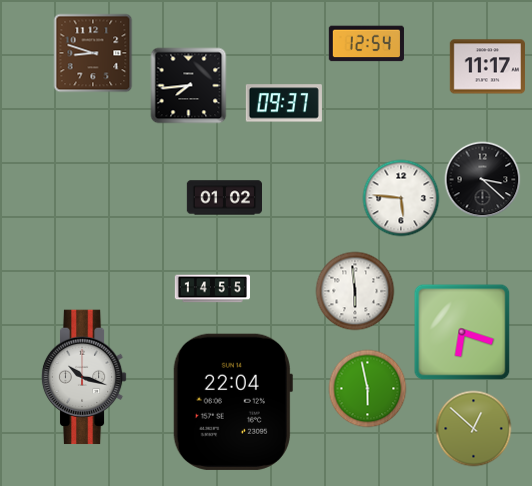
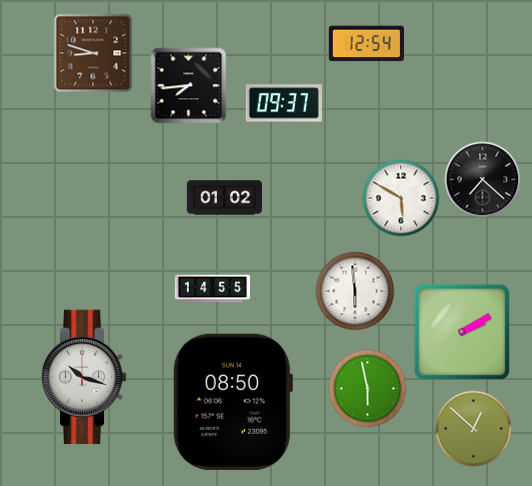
clock at (487, 67): 11:17 -> none
clock at (483, 180): 3:22 -> 7:22
clock at (401, 198): 5:46 -> 5:50
clock at (462, 332): 6:18 -> 2:10
clock at (232, 402): 22:04 -> 08:50
